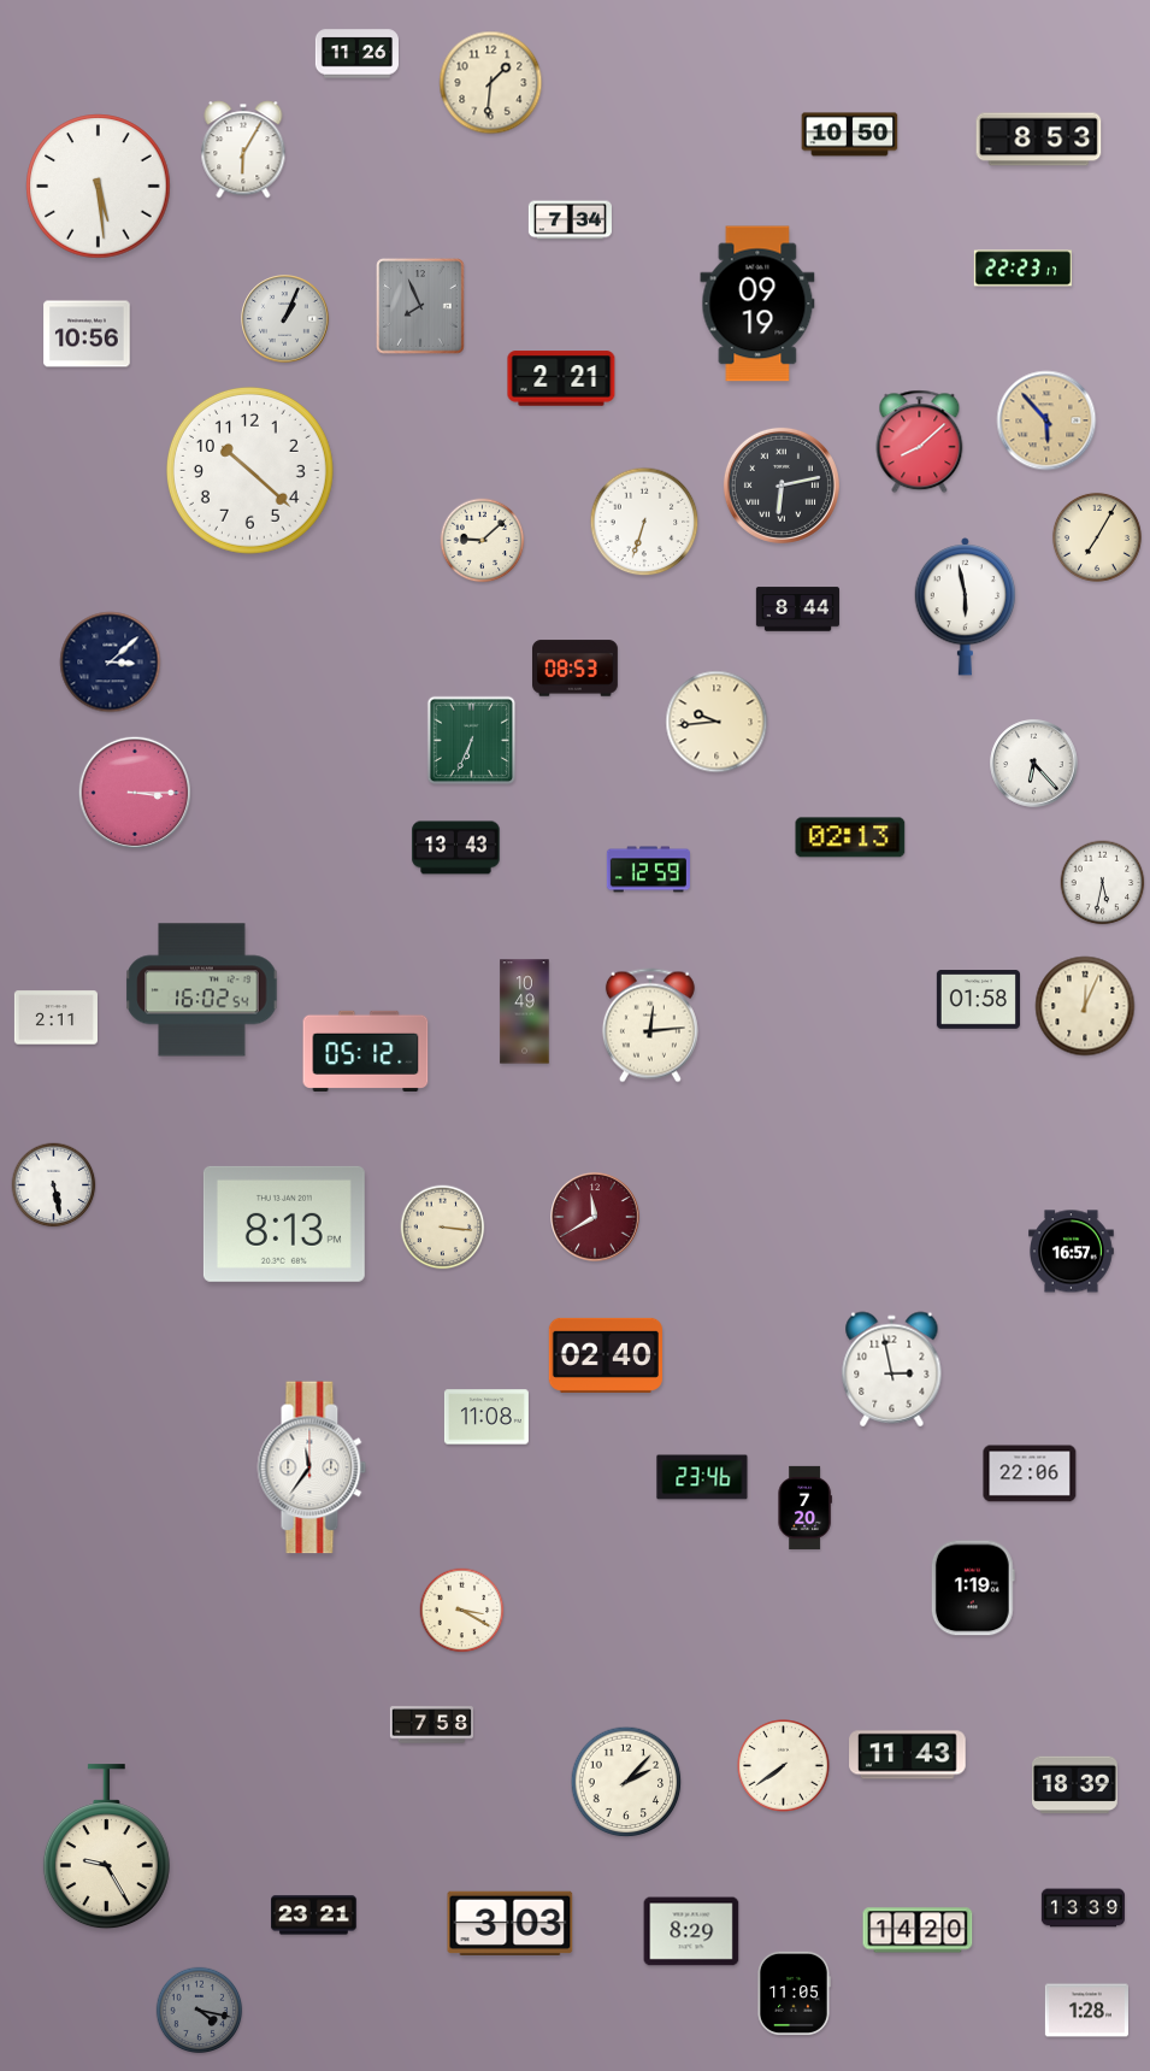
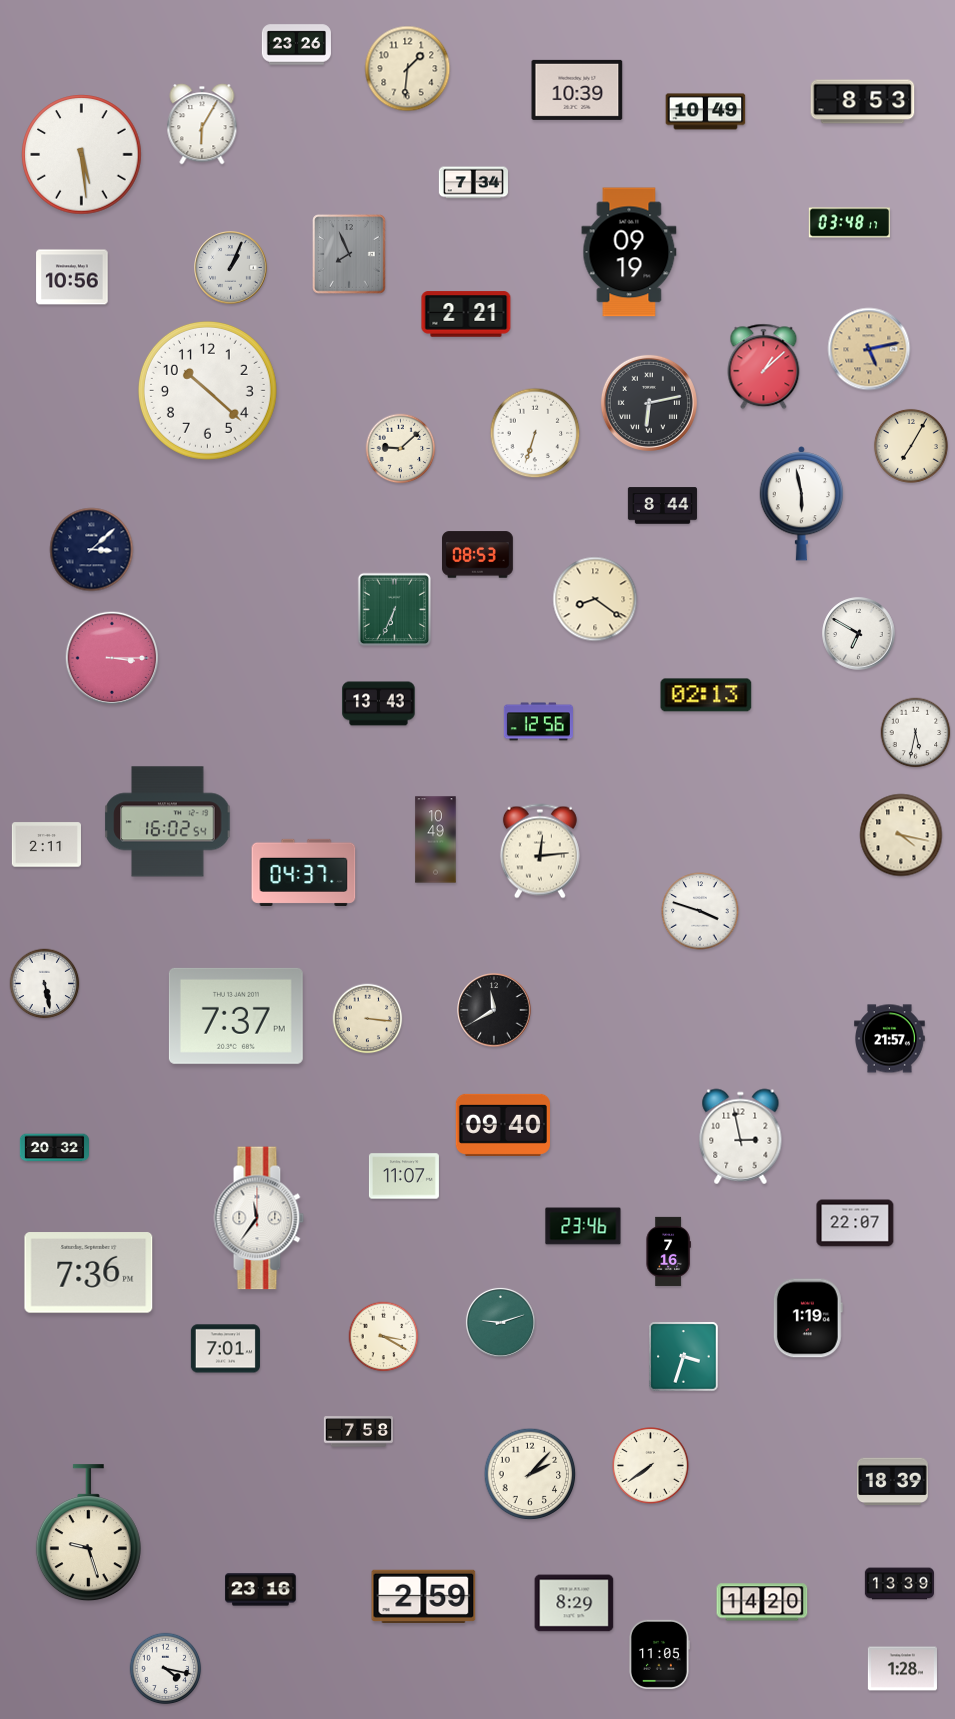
clock at (356, 54): 11:26 -> 23:26
clock at (577, 90): none -> 10:39
clock at (850, 135): 10:50 -> 10:49
clock at (1039, 140) position: (1039, 140) -> (863, 102)
clock at (1024, 269): 22:23 -> 03:48
clock at (285, 319) position: (285, 319) -> (231, 268)
clock at (1046, 420): 5:53 -> 5:13
clock at (920, 442): 8:08 -> 1:08
clock at (716, 722): 9:44 -> 8:21
clock at (472, 741) position: (472, 741) -> (395, 610)
clock at (1034, 764): 6:23 -> 6:50
clock at (648, 870): 12:59 -> 12:56
clock at (978, 1000): 01:58 -> none
clock at (1085, 1006): 12:04 -> 4:17
clock at (366, 1051): 05:12 -> 04:37
clock at (700, 911): none -> 3:48
clock at (595, 1217) dial: burgundy -> black
clock at (284, 1224): 8:13 -> 7:37
clock at (1072, 1252): 16:57 -> 21:57
clock at (606, 1355): 02:40 -> 09:40
clock at (54, 1148): none -> 20:32
clock at (486, 1417): 11:08 -> 11:07
clock at (1030, 1473): 22:06 -> 22:07
clock at (804, 1507): 7:20 -> 7:16
clock at (89, 1273): none -> 7:36
clock at (500, 1322): none -> 9:12
clock at (225, 1349): none -> 7:01
clock at (684, 1357): none -> 3:33
clock at (908, 1755): 11:43 -> none
clock at (626, 1782) position: (626, 1782) -> (530, 1474)
clock at (106, 1847): 9:25 -> 9:27
clock at (314, 1916): 23:21 -> 23:16
clock at (511, 1923): 3:03 -> 2:59
clock at (200, 2011) dial: grey -> white
